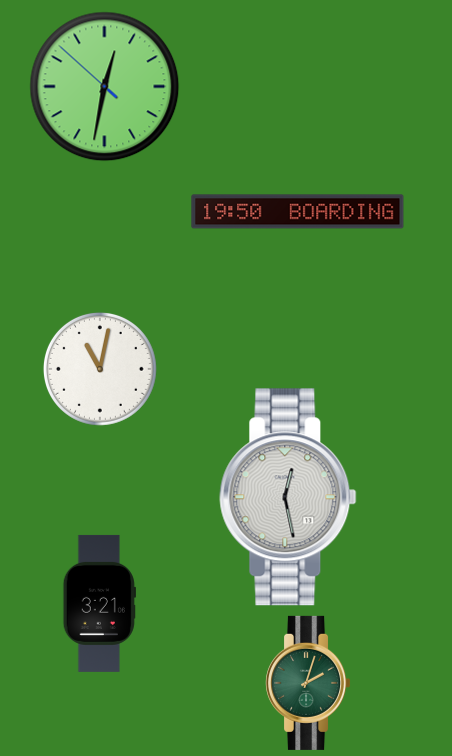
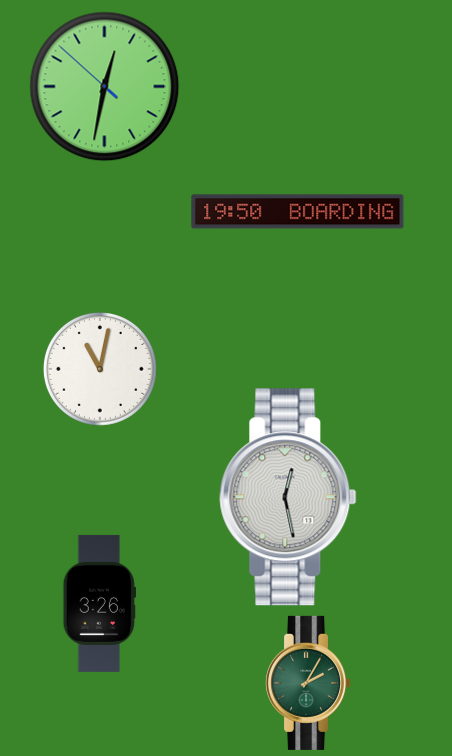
clock at (99, 603): 3:21 -> 3:26
clock at (308, 683): 2:03 -> 2:05
